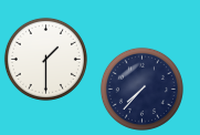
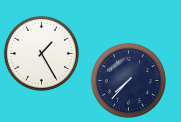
clock at (45, 59): 1:30 -> 1:25
